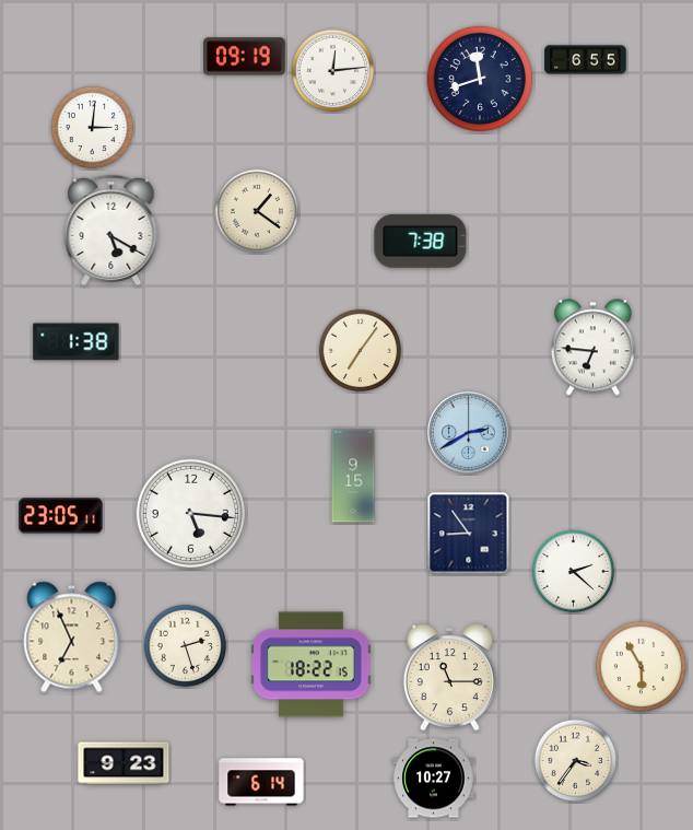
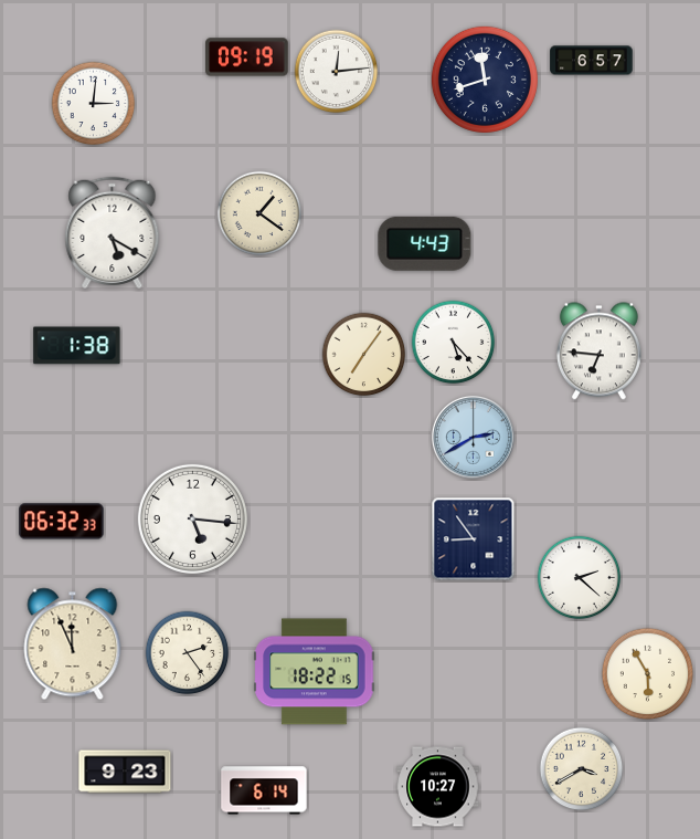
clock at (586, 60): 6:55 -> 6:57
clock at (93, 128) position: (93, 128) -> (94, 104)
clock at (421, 241): 7:38 -> 4:43
clock at (454, 343): none -> 5:23
clock at (353, 476): 9:15 -> none
clock at (61, 516): 23:05 -> 06:32
clock at (72, 638): 6:56 -> 11:56
clock at (186, 646): 2:27 -> 2:24
clock at (449, 678): 11:15 -> none
clock at (576, 761): 3:36 -> 3:40
